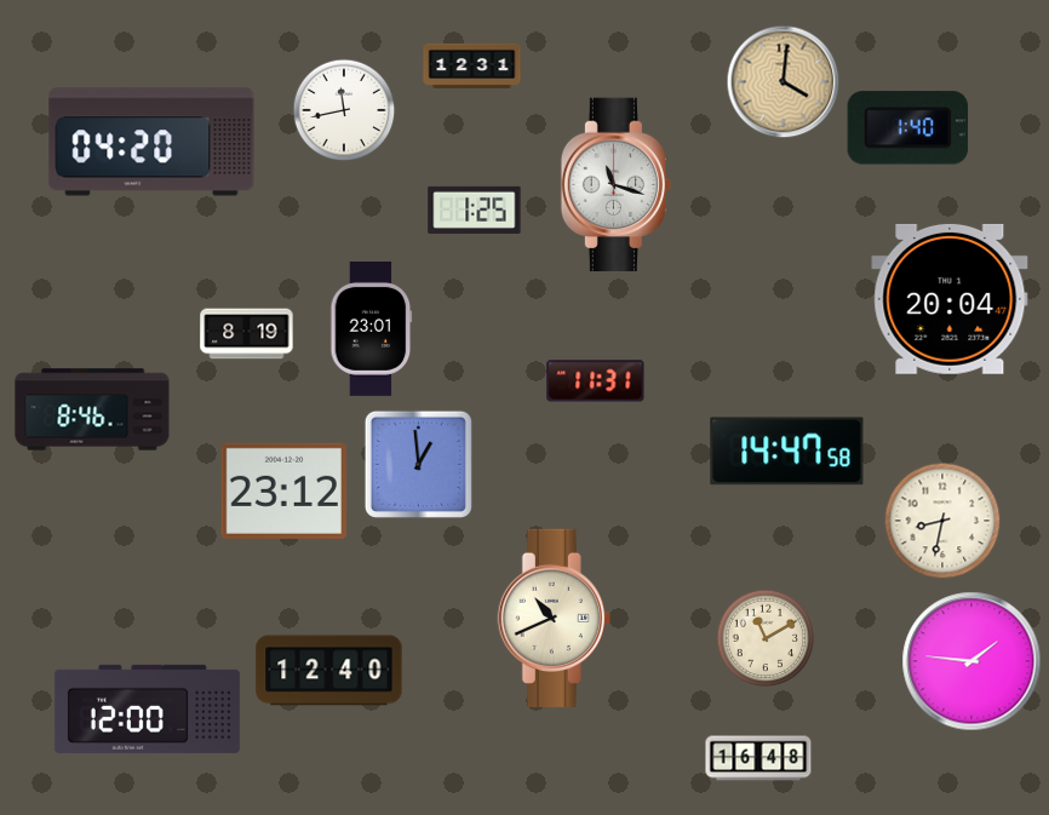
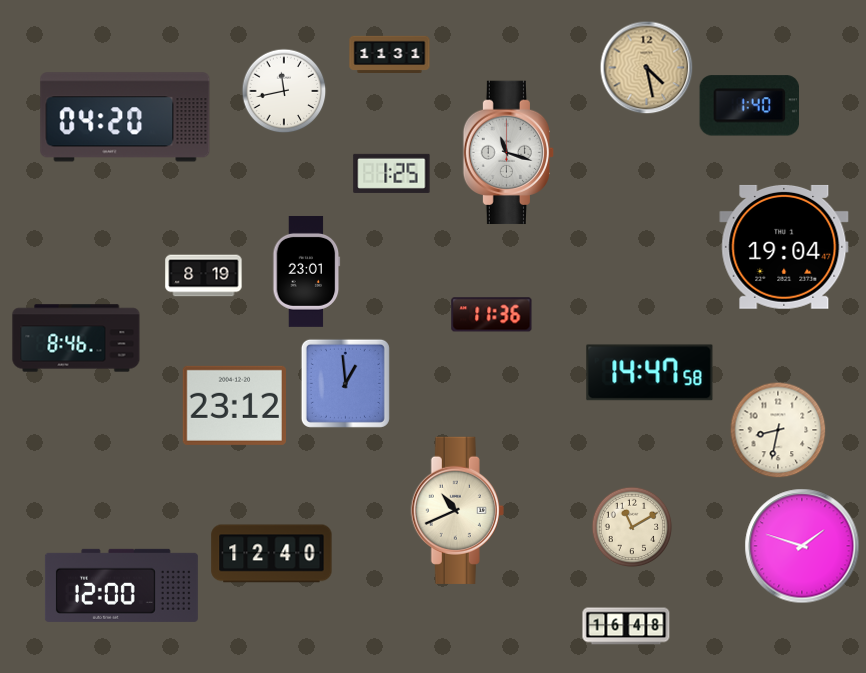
clock at (472, 65): 12:31 -> 11:31
clock at (783, 81): 4:01 -> 4:28
clock at (950, 299): 20:04 -> 19:04
clock at (596, 381): 11:31 -> 11:36
clock at (971, 661): 1:46 -> 1:48
